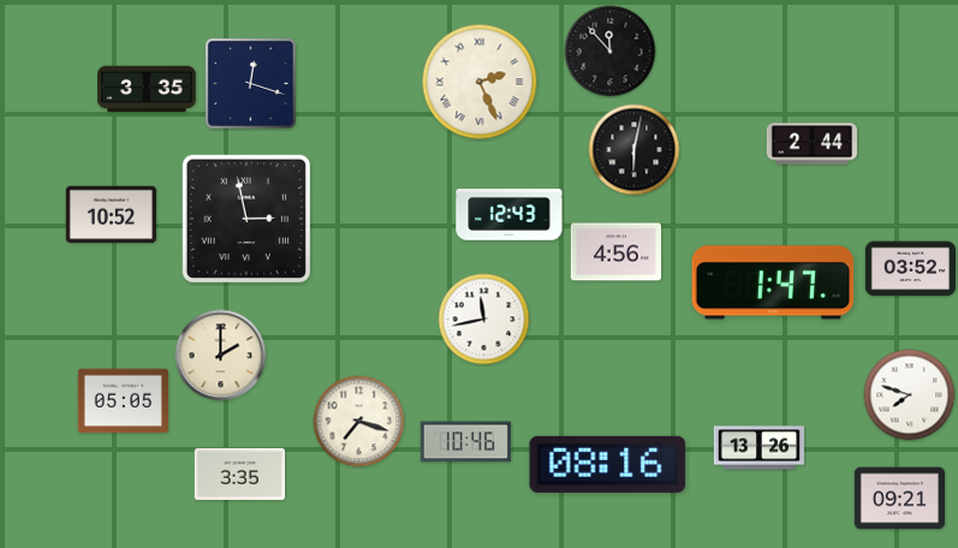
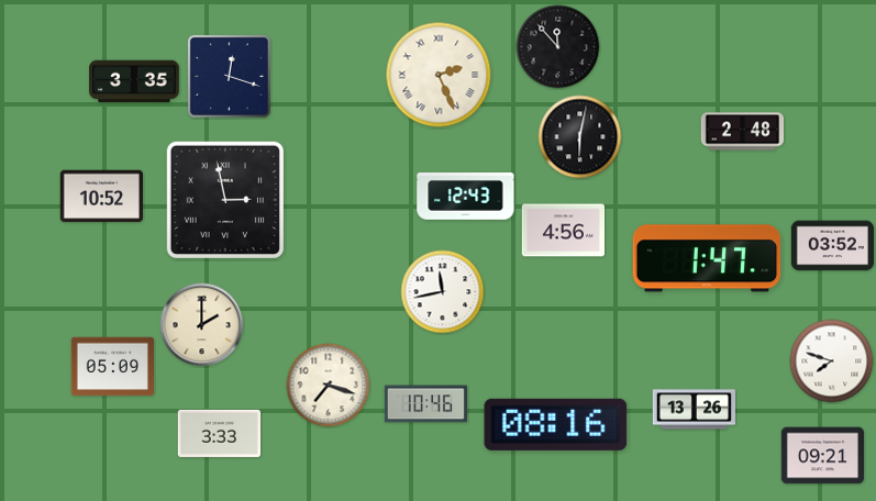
clock at (811, 144): 2:44 -> 2:48
clock at (123, 401): 05:05 -> 05:09
clock at (239, 473): 3:35 -> 3:33
